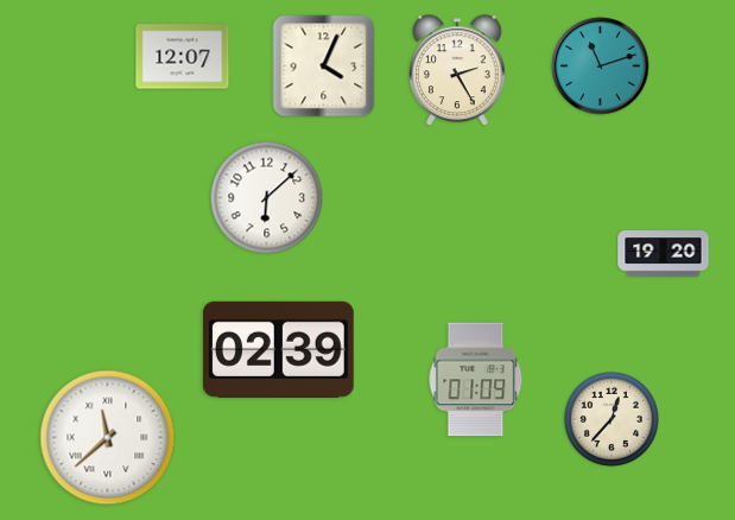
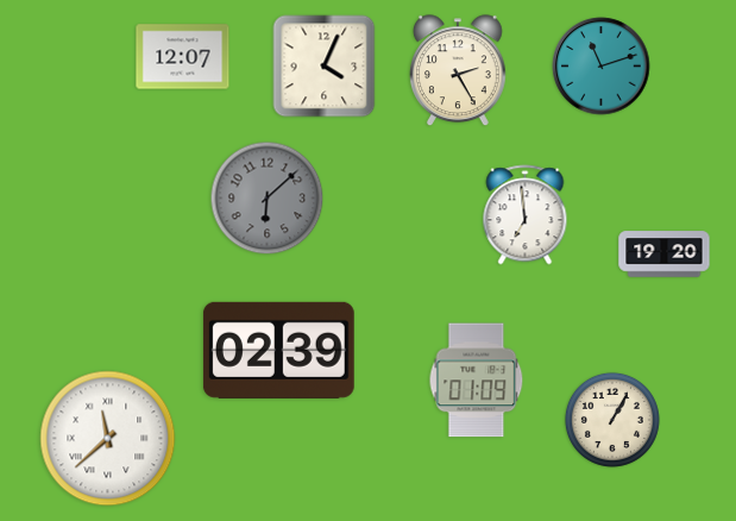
clock at (267, 198) dial: white -> grey
clock at (526, 215): none -> 6:59
clock at (612, 419): 12:37 -> 1:05
